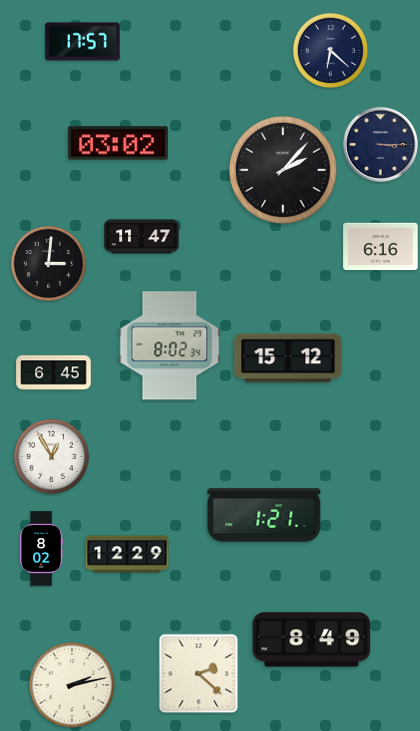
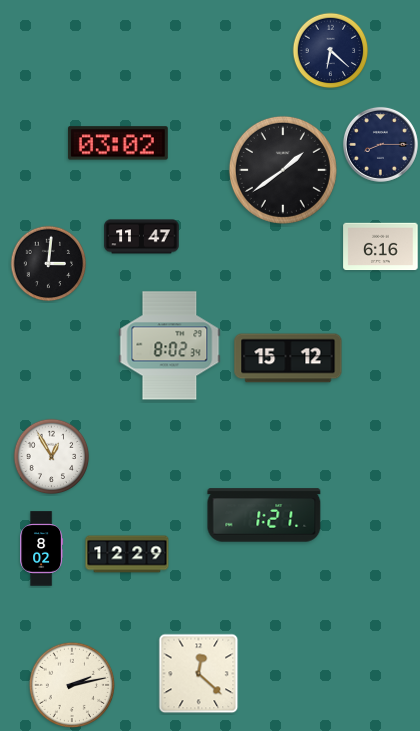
clock at (83, 42): 17:57 -> none
clock at (380, 144): 3:15 -> 8:15
clock at (283, 170): 2:07 -> 1:39
clock at (54, 373): 6:45 -> none
clock at (312, 640): 8:49 -> none
clock at (199, 674): 2:22 -> 12:22
